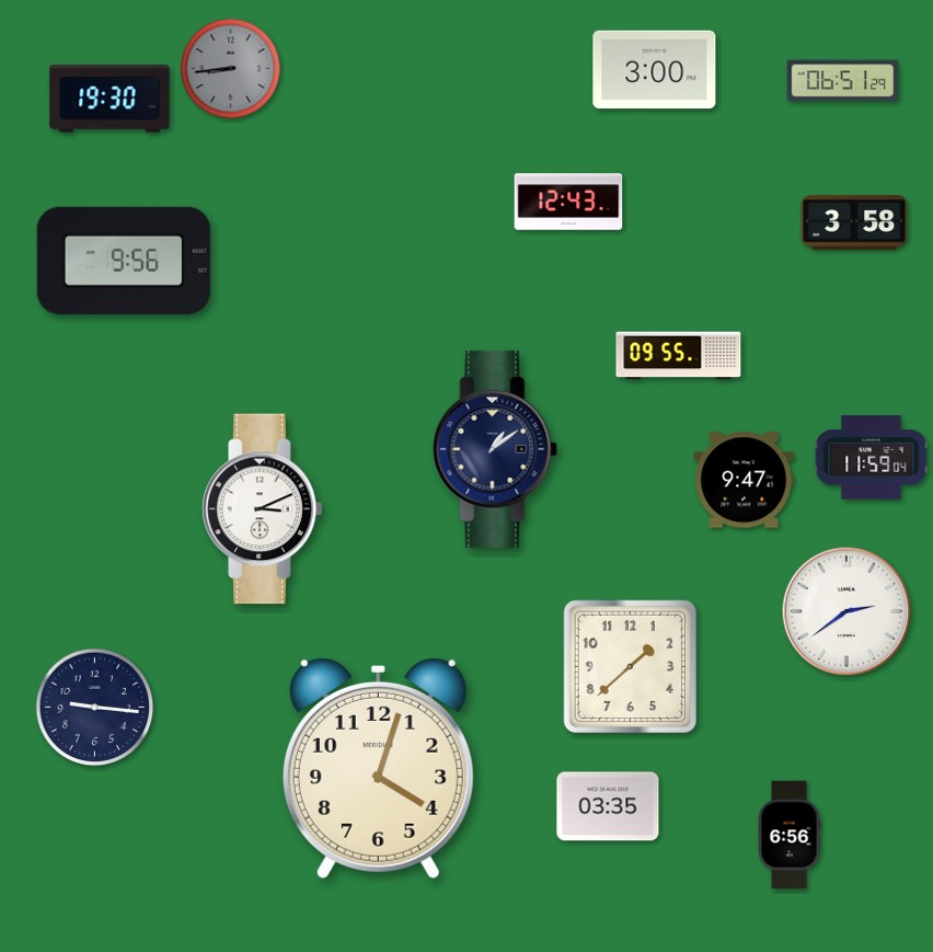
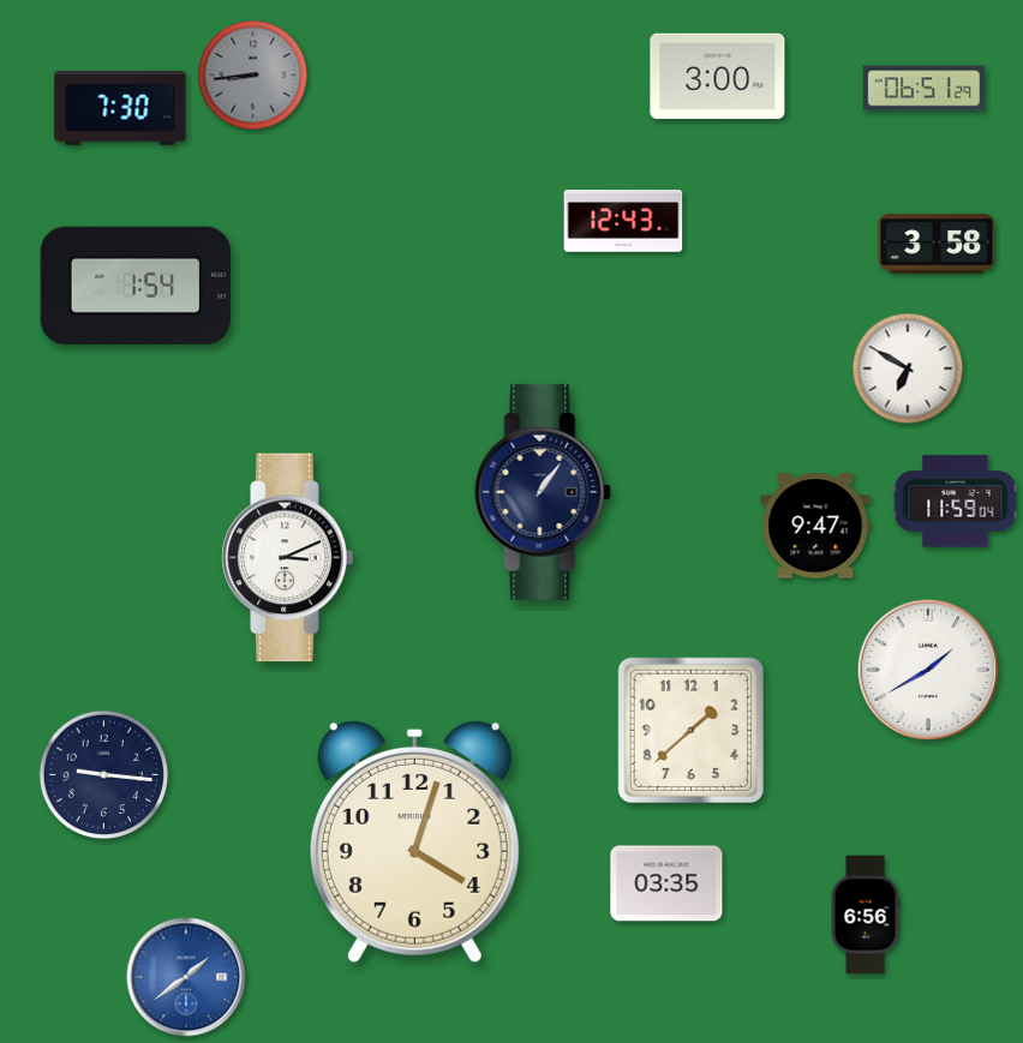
clock at (110, 99): 19:30 -> 7:30
clock at (124, 261): 9:56 -> 1:54
clock at (908, 368): none -> 6:50
clock at (679, 356): 09:55 -> none
clock at (495, 449): 1:09 -> 1:06
clock at (846, 611): 2:39 -> 1:40
clock at (186, 977): none -> 1:39
